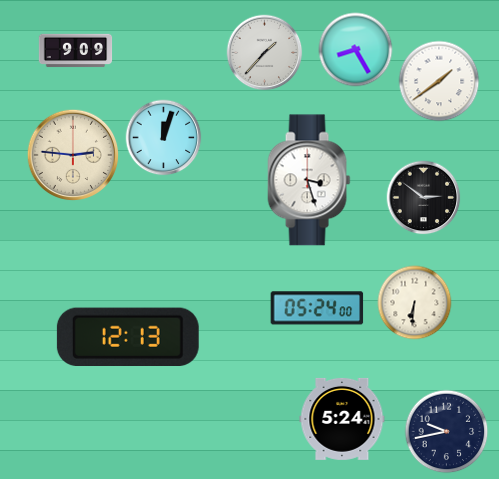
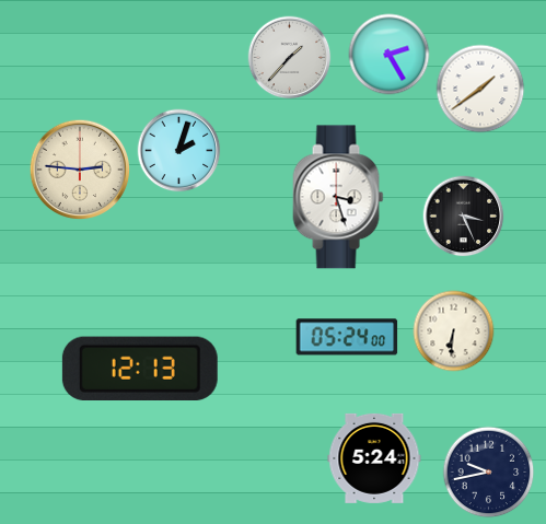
clock at (356, 50): 8:25 -> 2:25
clock at (76, 51): 9:09 -> none
clock at (164, 138): 12:03 -> 2:03
clock at (424, 198): 2:51 -> 3:26
